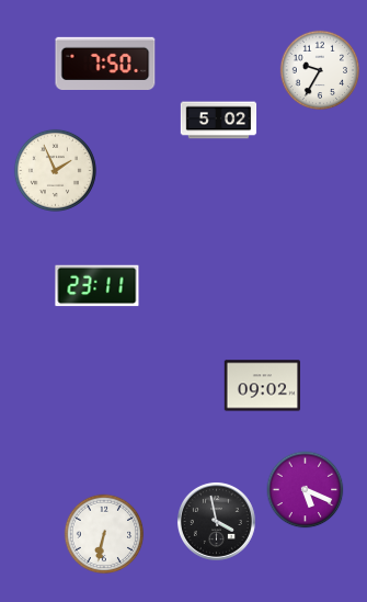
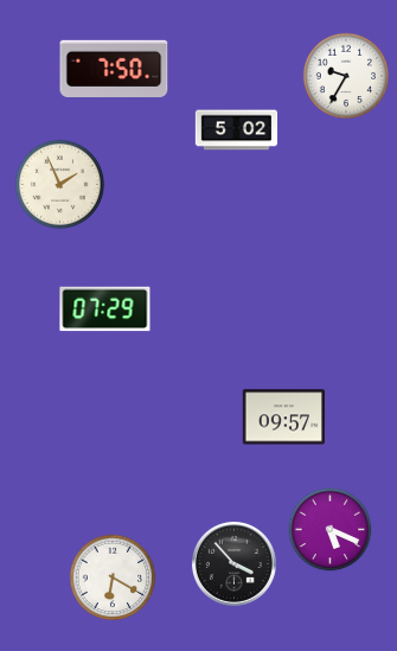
clock at (98, 286): 23:11 -> 07:29
clock at (262, 386): 09:02 -> 09:57
clock at (216, 521): 3:58 -> 3:53
clock at (104, 534): 6:32 -> 6:20
